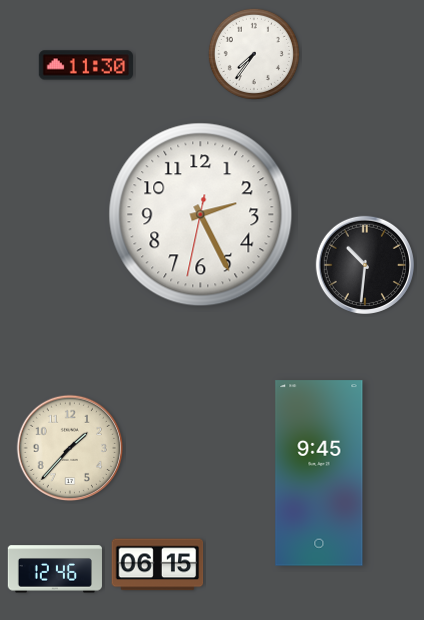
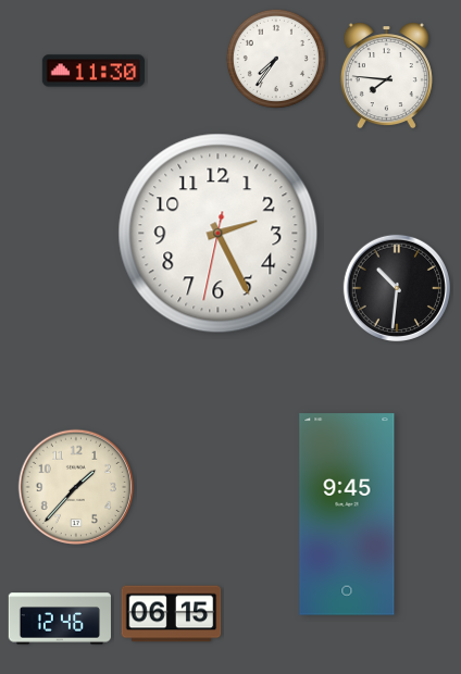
clock at (386, 76): none -> 7:46
